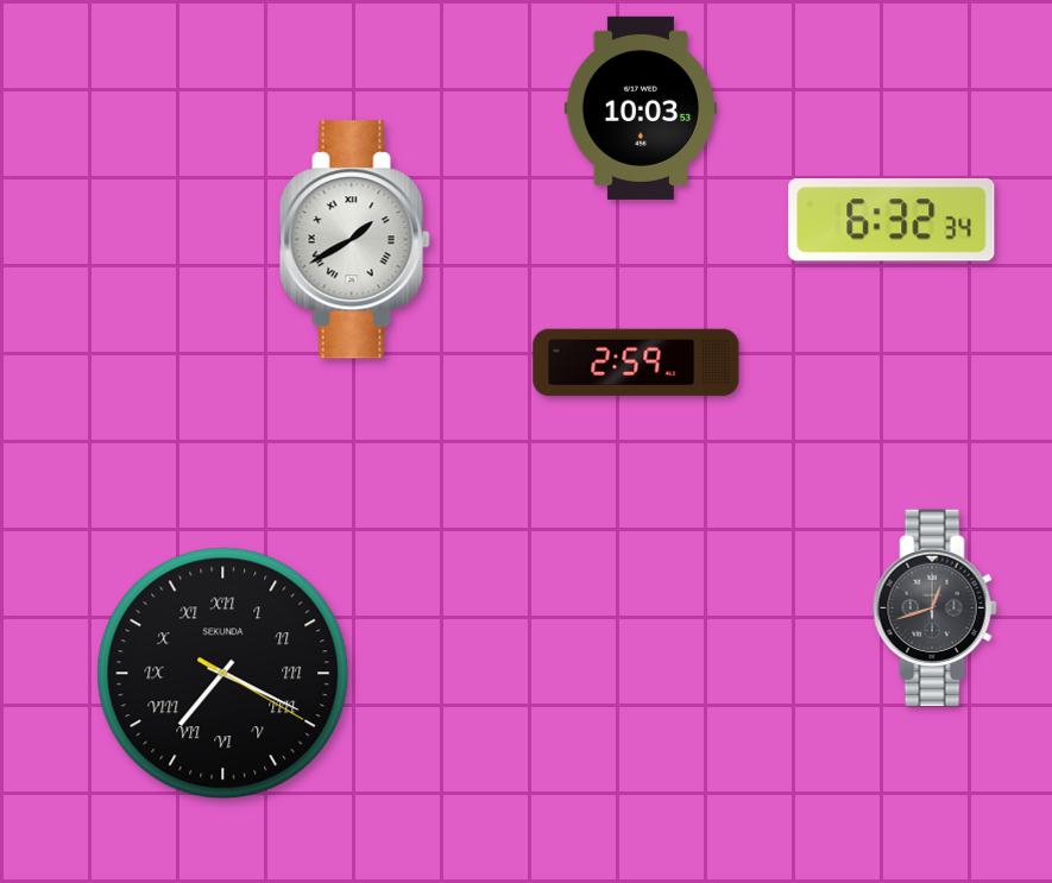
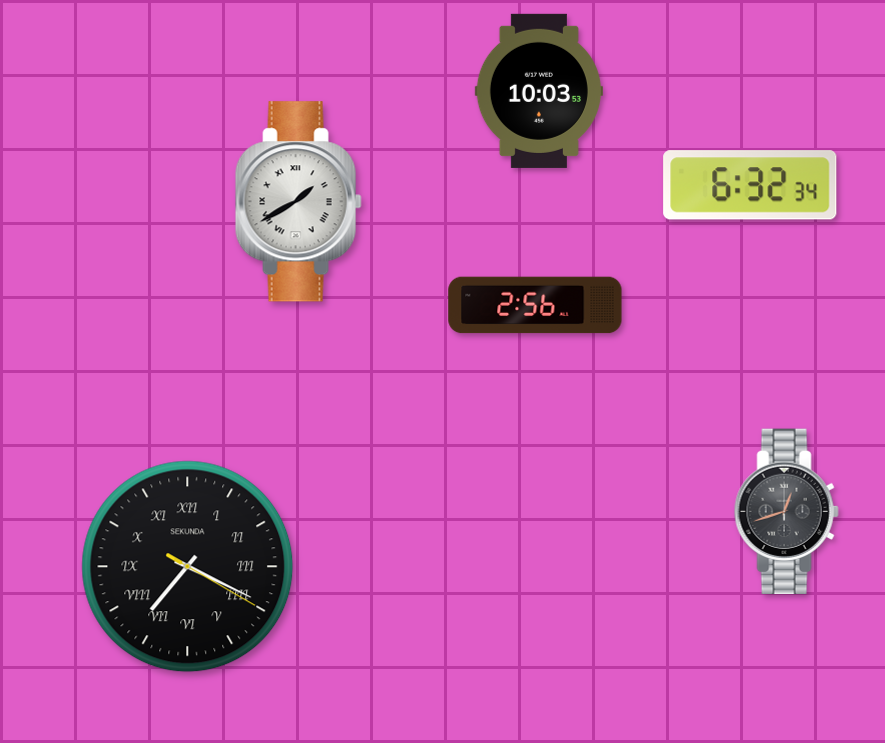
clock at (636, 362): 2:59 -> 2:56
